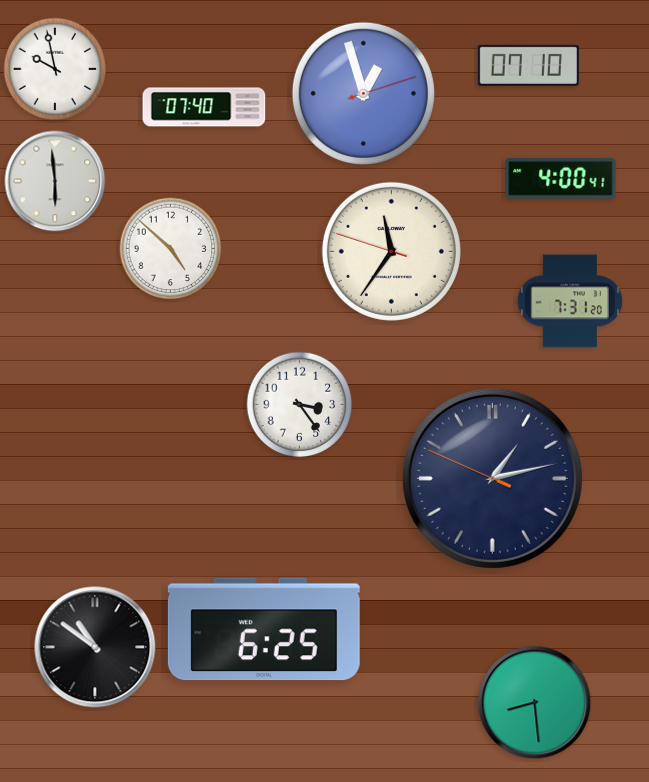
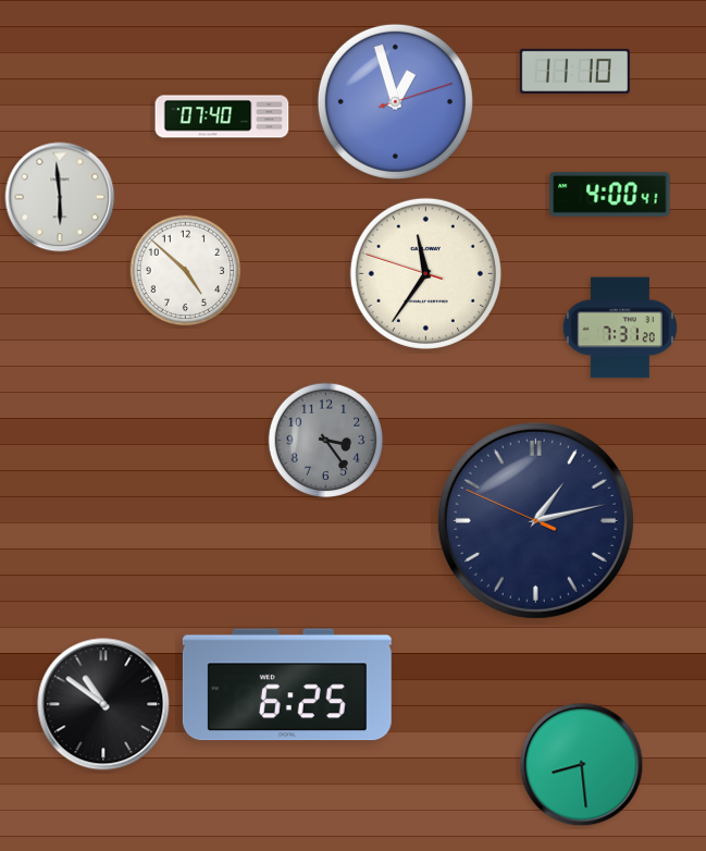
clock at (528, 65): 07:10 -> 11:10
clock at (55, 69): 9:58 -> none
clock at (300, 405) dial: white -> grey
